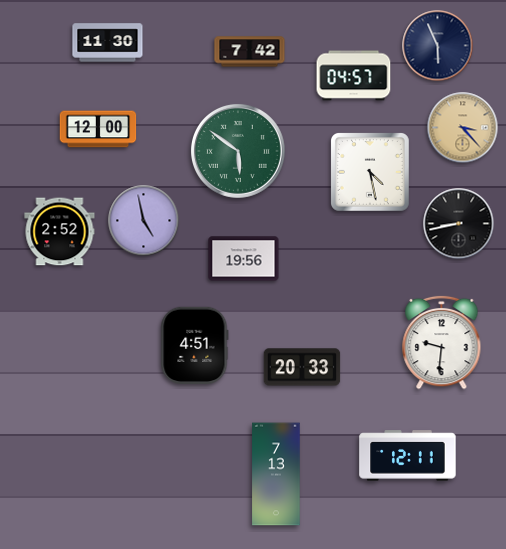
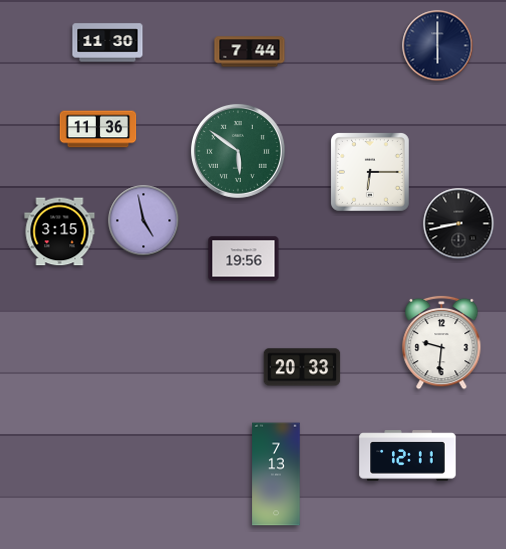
clock at (438, 46): 5:56 -> 6:00
clock at (250, 52): 7:42 -> 7:44
clock at (354, 76): 04:57 -> none
clock at (463, 128): 3:23 -> none
clock at (98, 129): 12:00 -> 11:36
clock at (370, 172): 4:28 -> 6:15
clock at (60, 232): 2:52 -> 3:15
clock at (195, 345): 4:51 -> none
